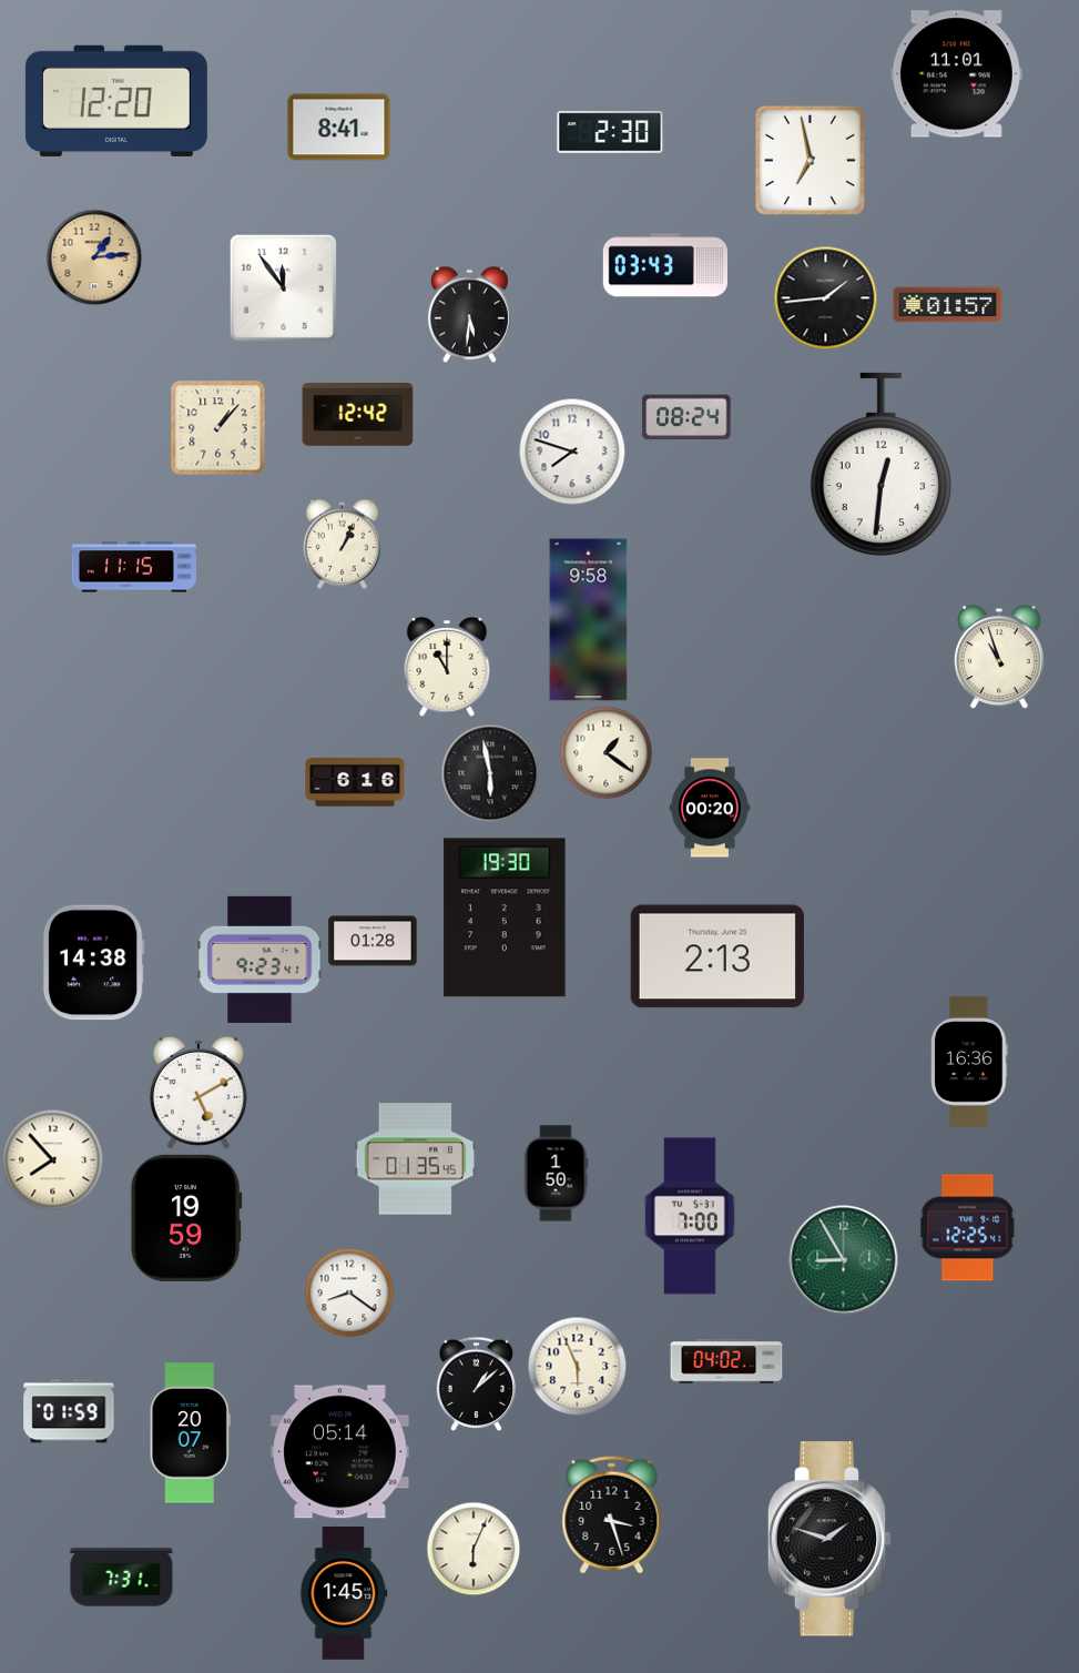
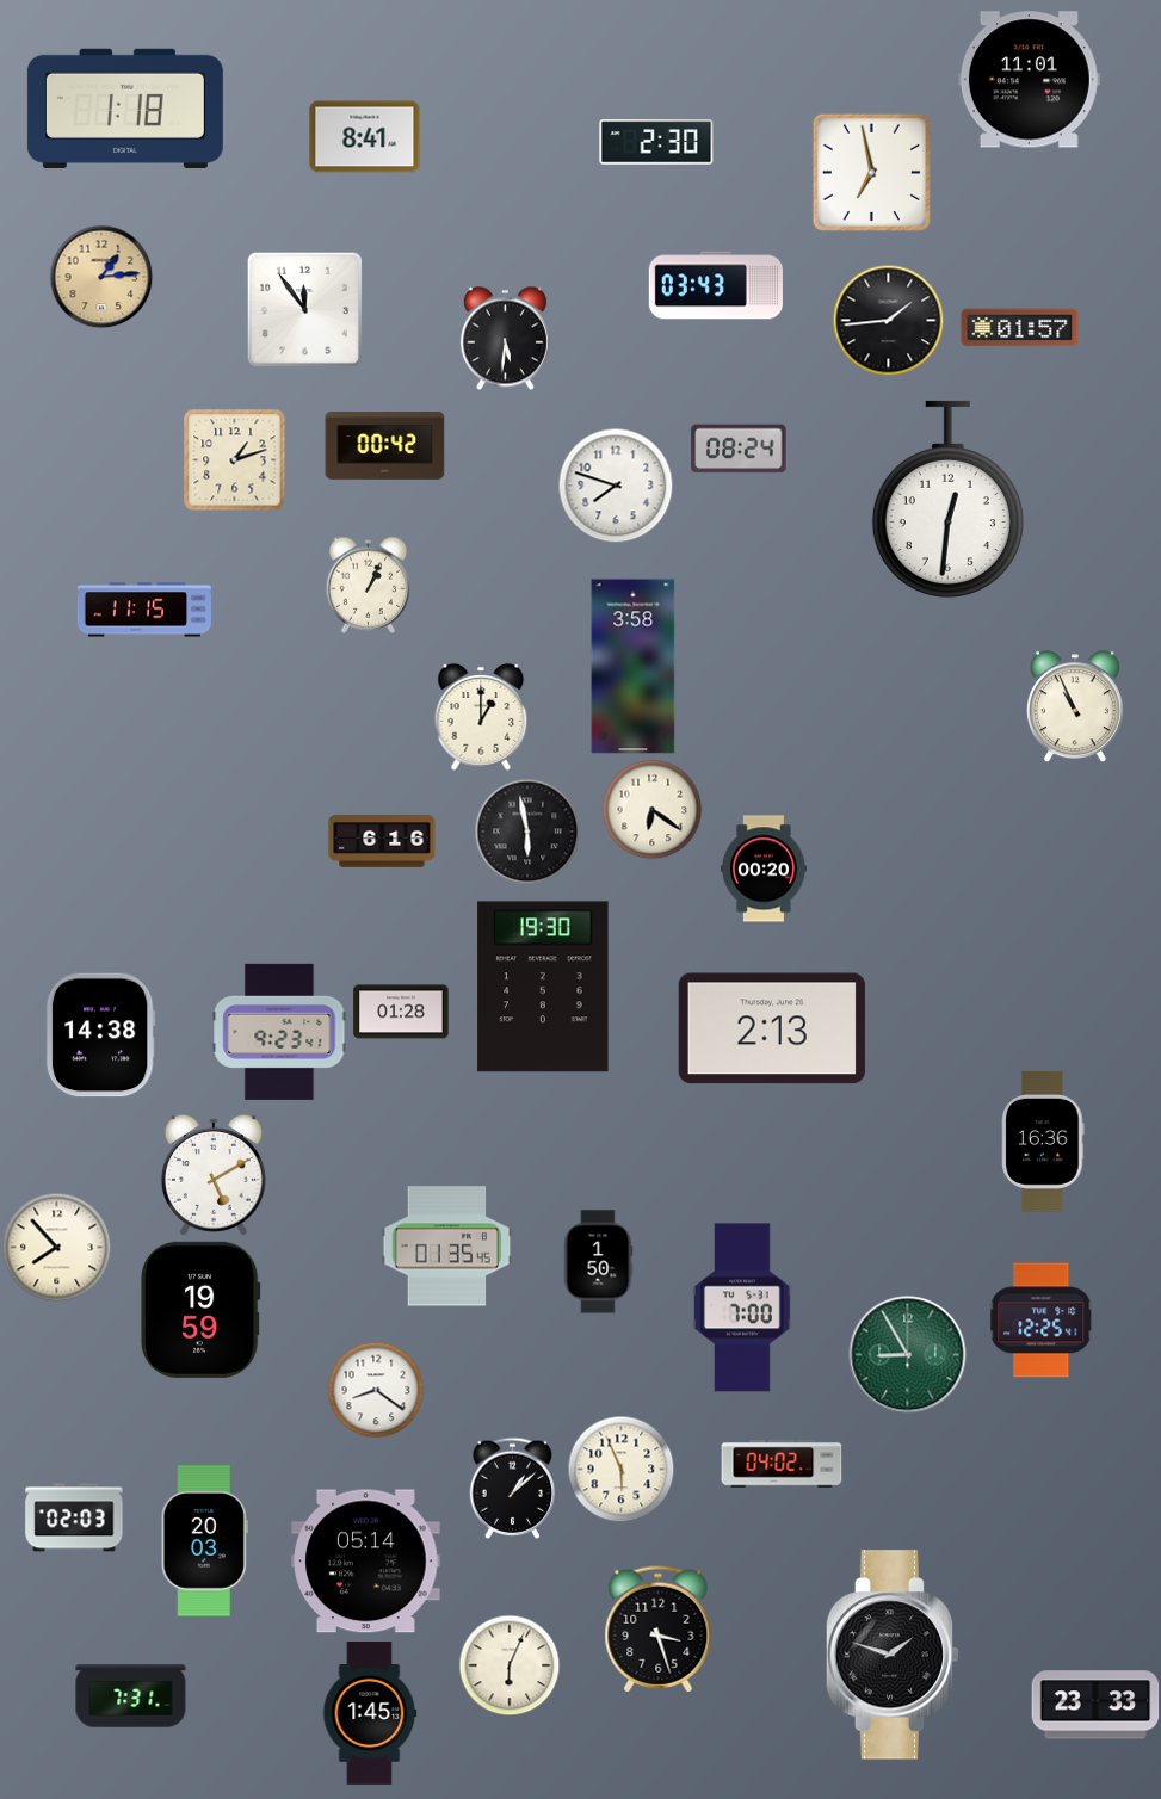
clock at (116, 101): 12:20 -> 1:18
clock at (358, 415): 12:42 -> 00:42
clock at (218, 428): 1:07 -> 1:12
clock at (589, 620): 9:58 -> 3:58
clock at (999, 657): 10:57 -> 10:56
clock at (447, 667): 11:00 -> 1:00
clock at (605, 752): 1:21 -> 6:21
clock at (69, 1411): 01:59 -> 02:03
clock at (190, 1433): 20:07 -> 20:03
clock at (1095, 1705): none -> 23:33
